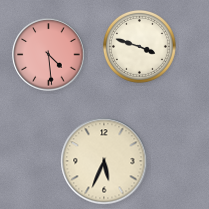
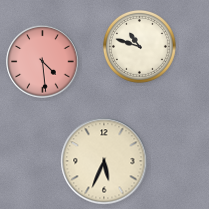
clock at (139, 46): 3:48 -> 10:48
clock at (49, 55) position: (49, 55) -> (43, 62)
